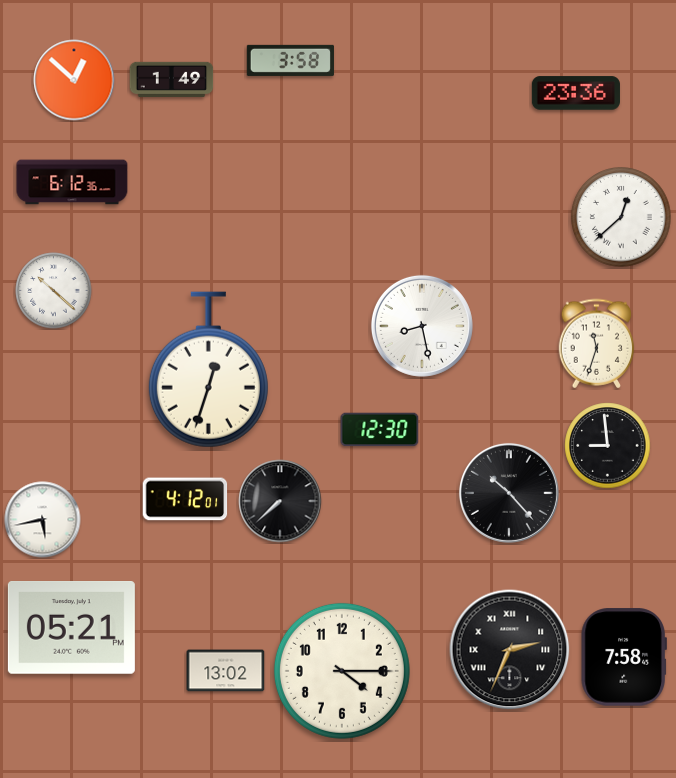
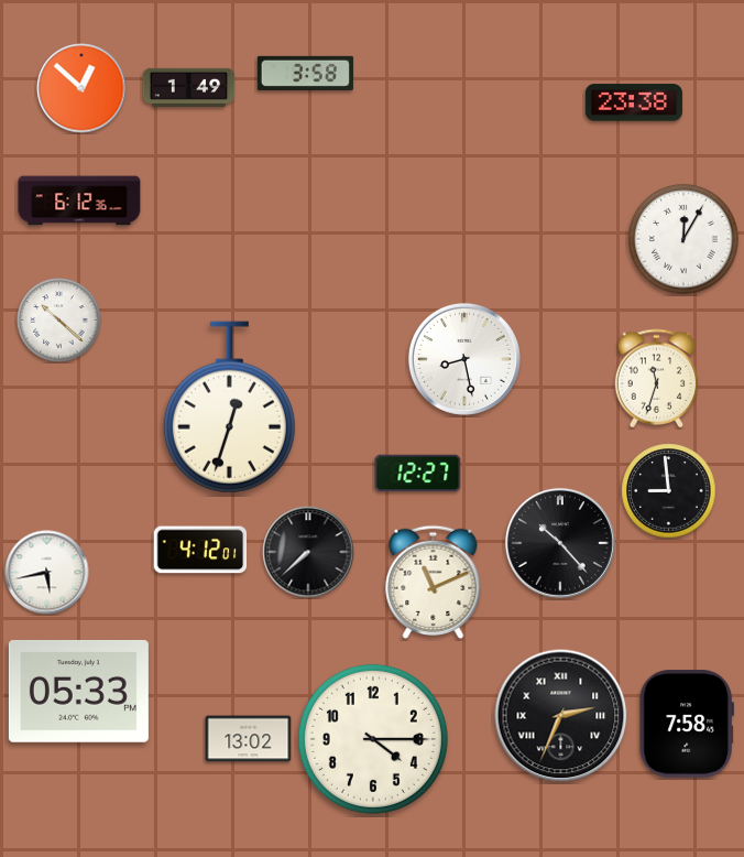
clock at (290, 60) position: (290, 60) -> (305, 73)
clock at (576, 93): 23:36 -> 23:38
clock at (621, 217): 12:38 -> 12:05
clock at (380, 430): 12:30 -> 12:27
clock at (185, 499) position: (185, 499) -> (200, 550)
clock at (434, 582): none -> 11:11
clock at (71, 628): 05:21 -> 05:33
clock at (342, 671) position: (342, 671) -> (373, 739)
